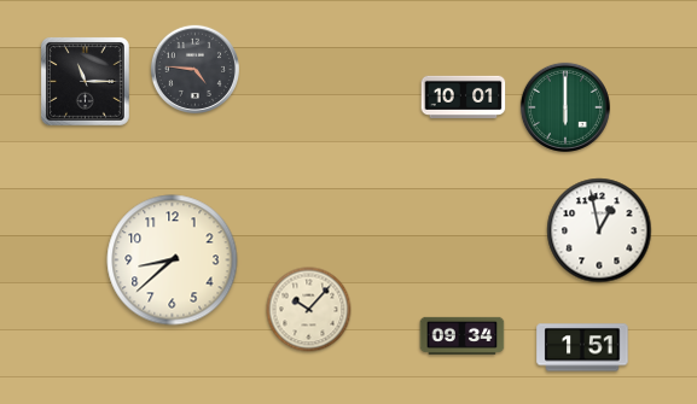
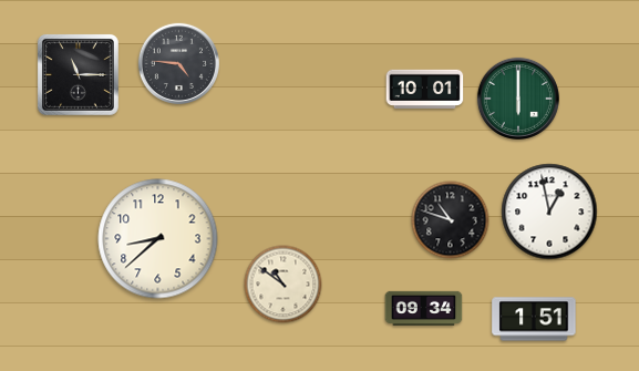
clock at (451, 220): none -> 10:48
clock at (309, 310): 10:07 -> 10:51
